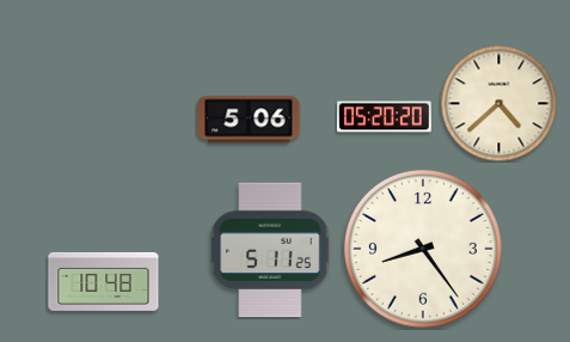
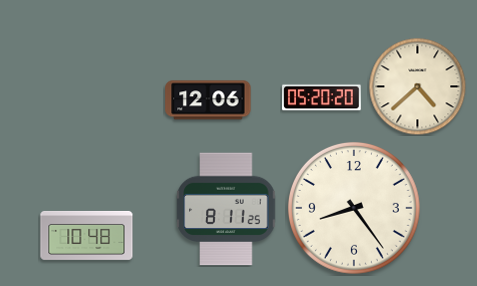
clock at (249, 120): 5:06 -> 12:06
clock at (270, 250): 5:11 -> 8:11
